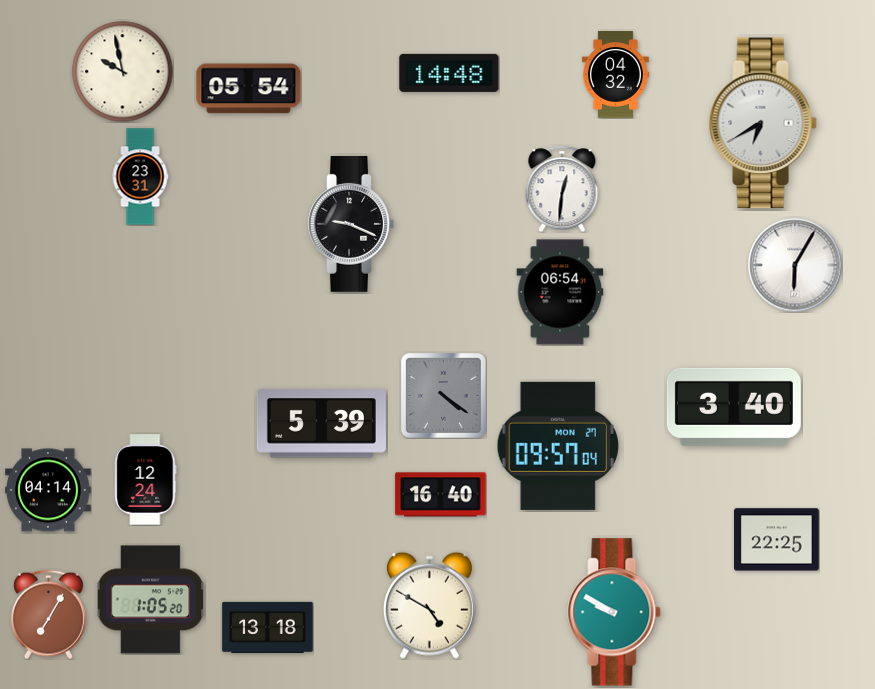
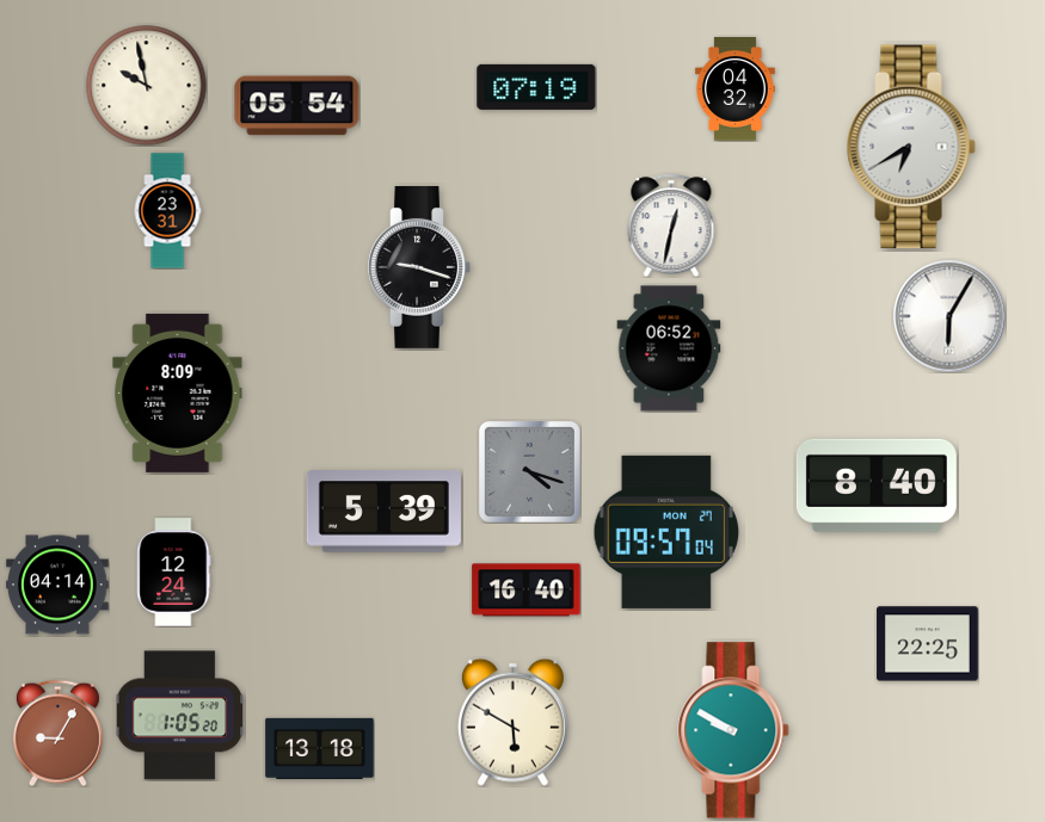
clock at (449, 73): 14:48 -> 07:19
clock at (562, 189): 12:31 -> 12:32
clock at (351, 224): 9:19 -> 9:18
clock at (560, 292): 06:54 -> 06:52
clock at (178, 393): none -> 8:09
clock at (443, 395): 4:21 -> 4:18
clock at (734, 407): 3:40 -> 8:40
clock at (321, 424) position: (321, 424) -> (383, 512)
clock at (429, 605): 4:50 -> 5:50
clock at (48, 614): 7:05 -> 9:05
